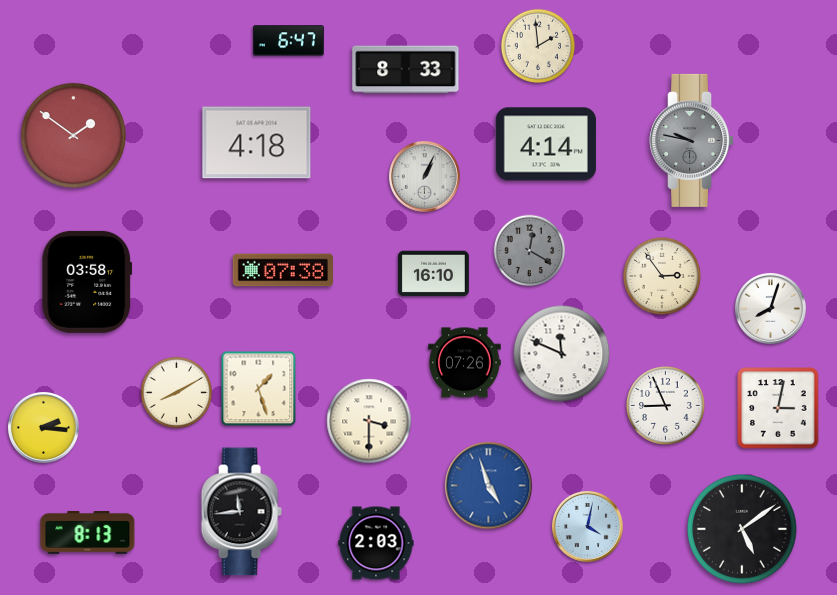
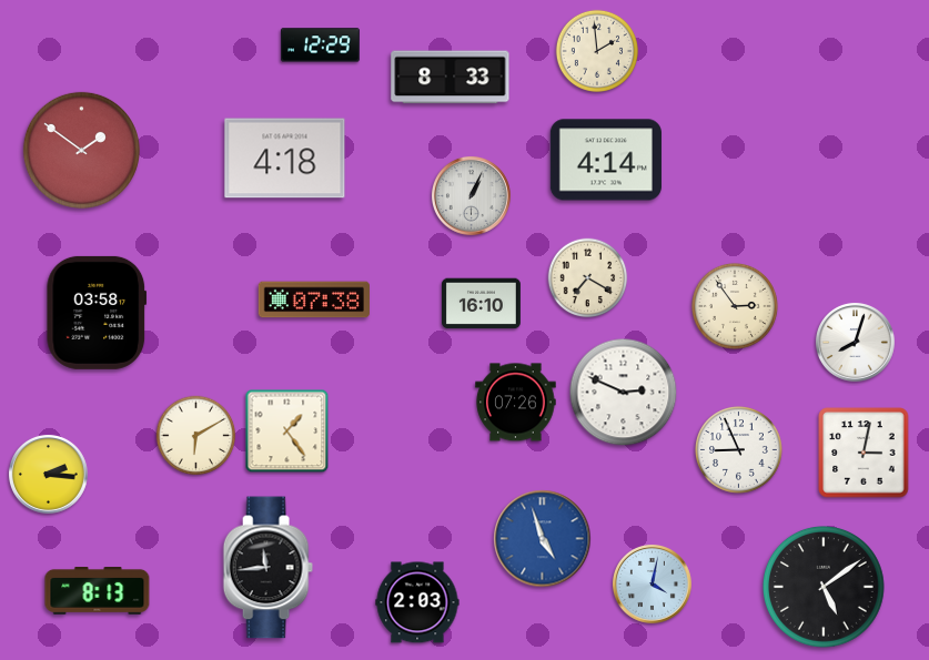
clock at (288, 41): 6:47 -> 12:29
clock at (692, 140): 9:47 -> none
clock at (530, 251): 12:20 -> 7:20
clock at (530, 251) dial: grey -> cream
clock at (562, 354): 11:49 -> 2:49
clock at (259, 389): 1:27 -> 1:24
clock at (177, 393): 8:10 -> 6:10
clock at (369, 421): 3:30 -> none
